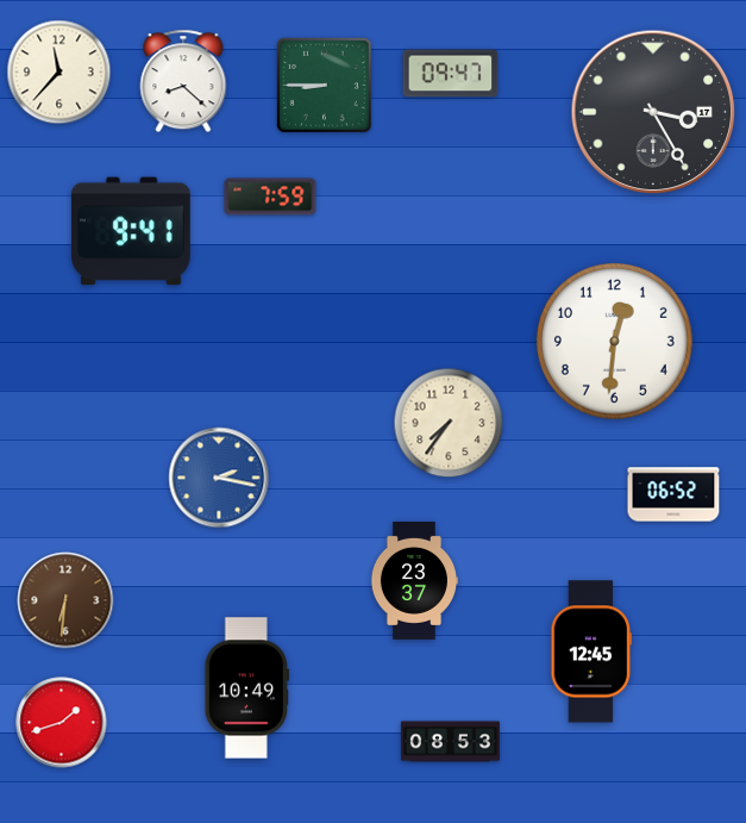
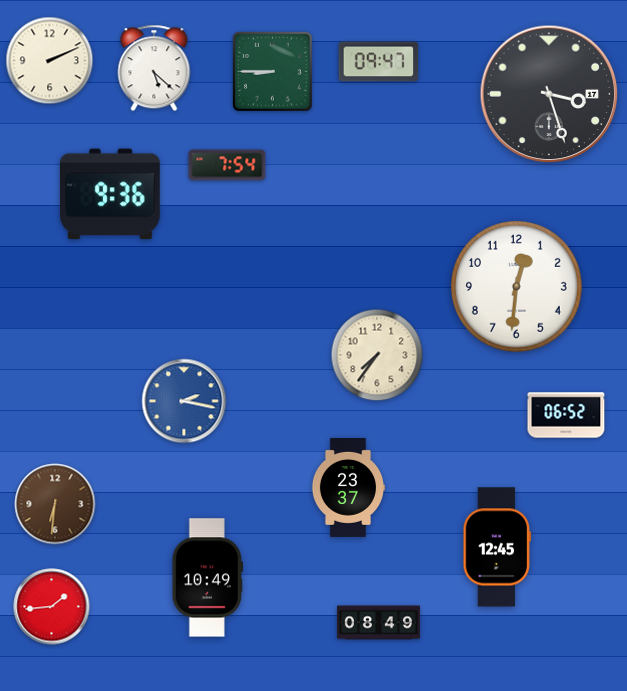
clock at (59, 73): 11:37 -> 2:11
clock at (183, 81): 8:22 -> 5:22
clock at (653, 112): 3:25 -> 3:27
clock at (270, 197): 7:59 -> 7:54
clock at (131, 231): 9:41 -> 9:36
clock at (62, 723): 1:42 -> 1:44
clock at (450, 742): 08:53 -> 08:49
